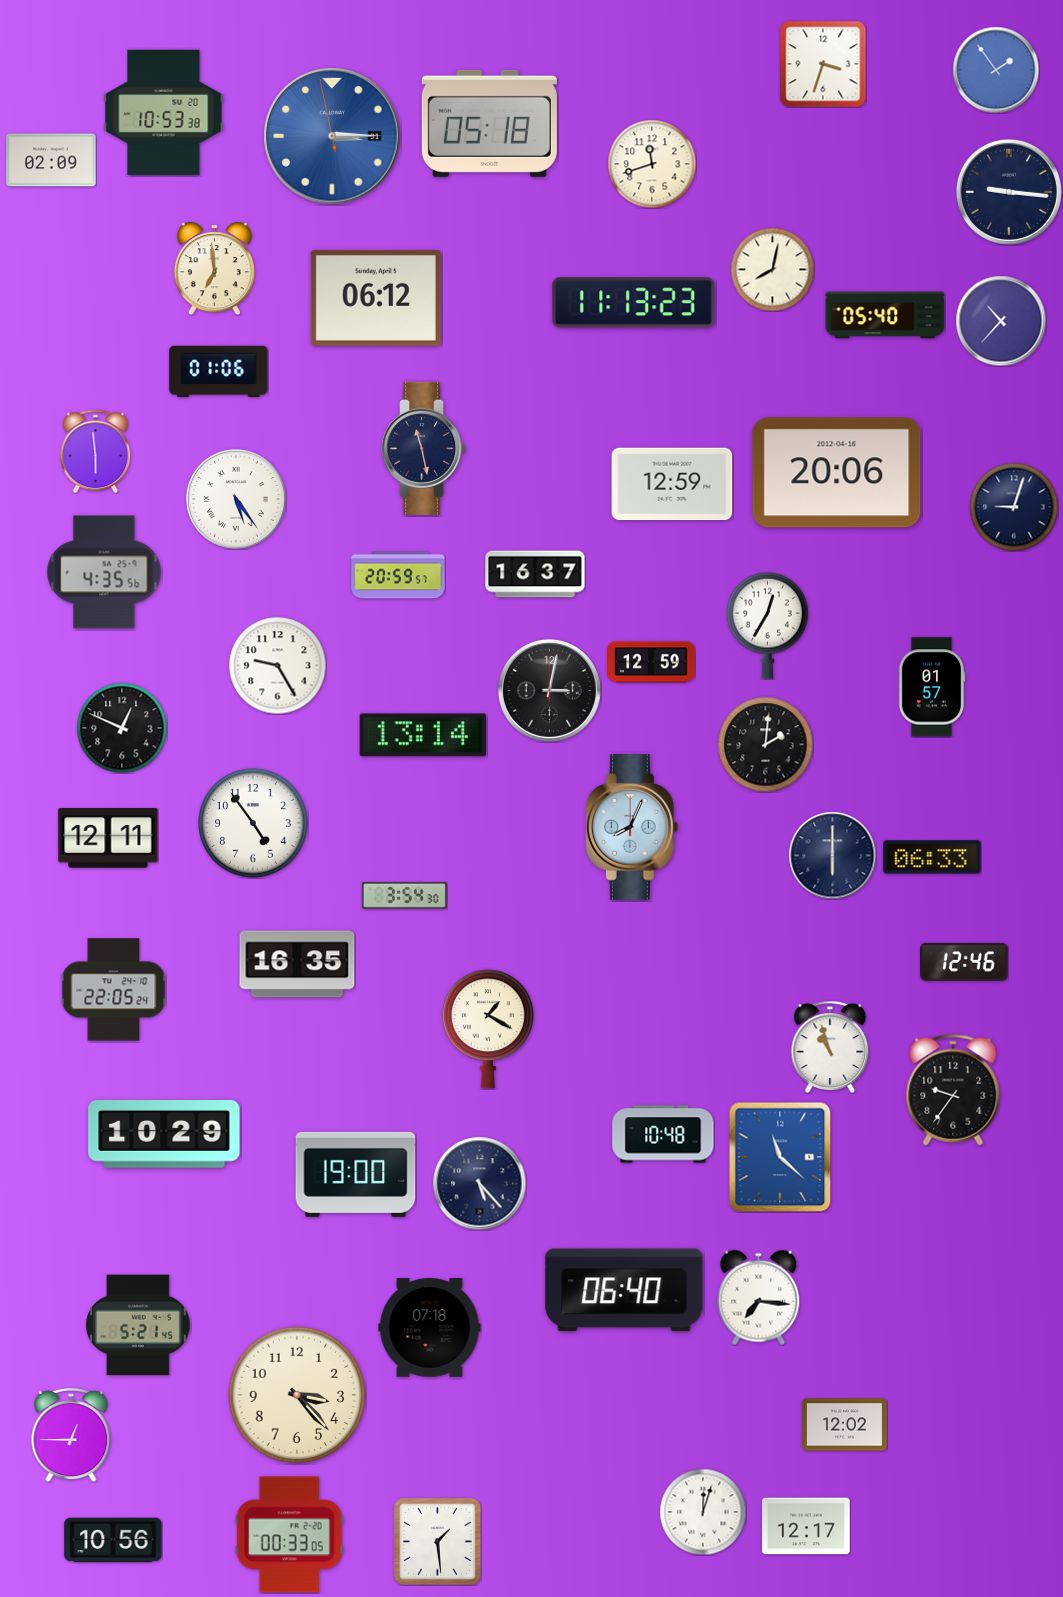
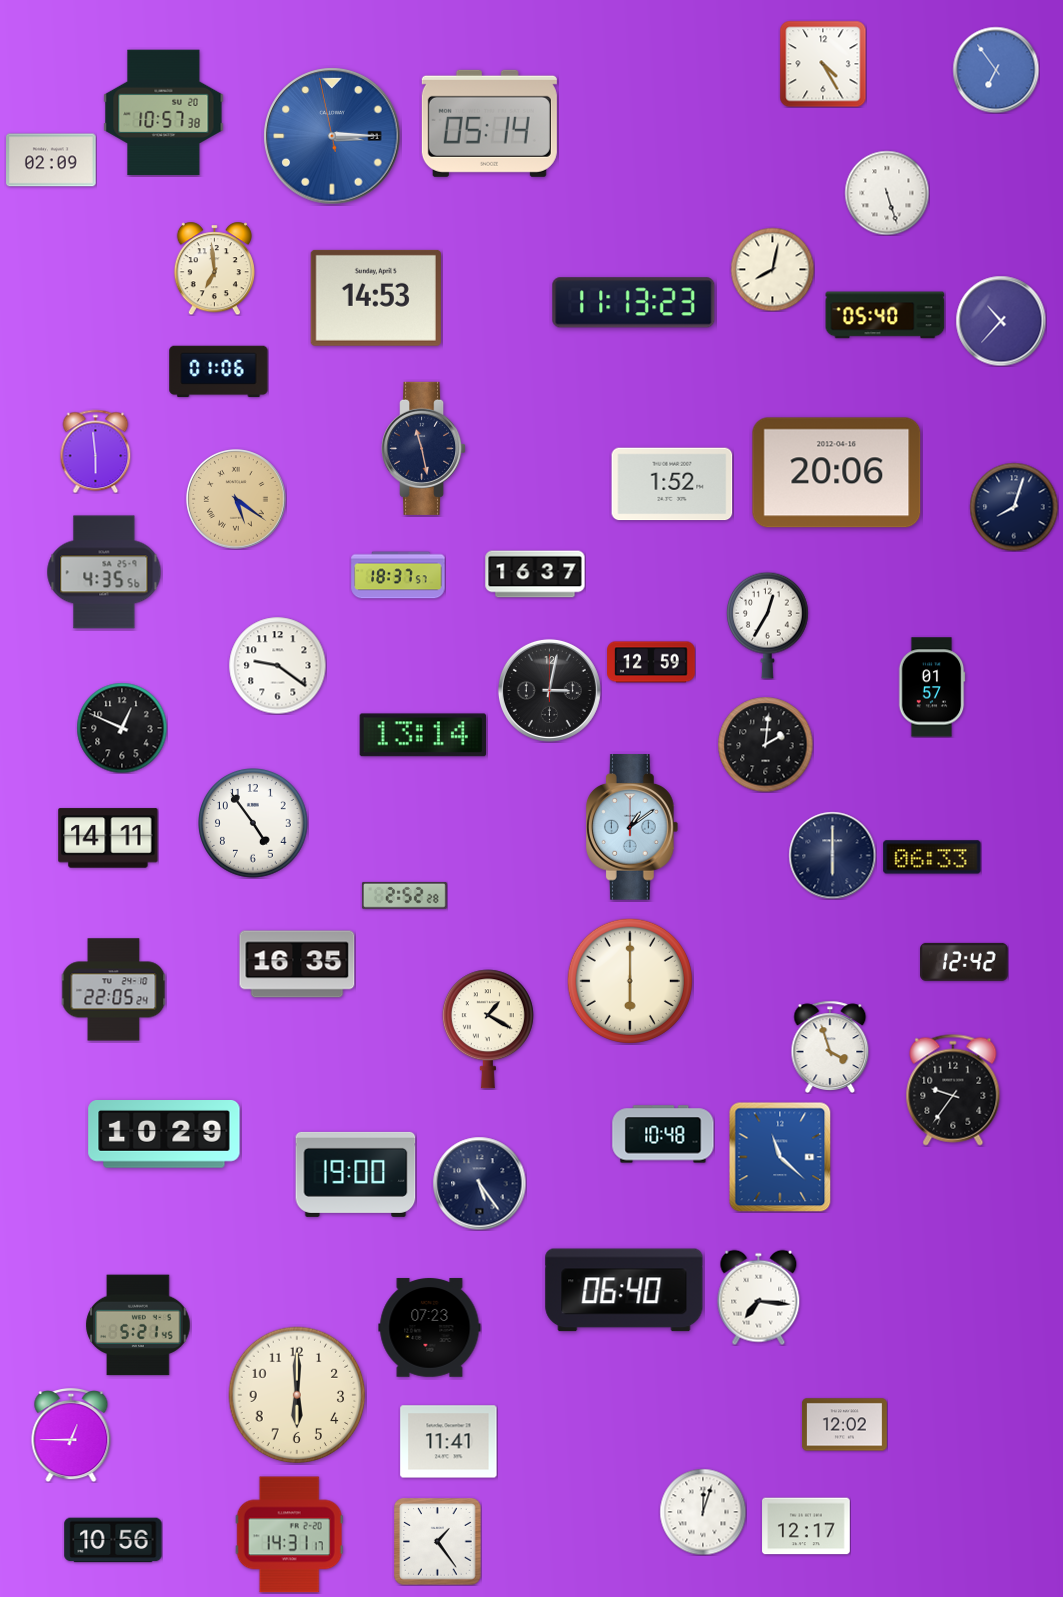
clock at (823, 64): 3:33 -> 4:25
clock at (996, 70): 1:54 -> 6:54
clock at (164, 113): 10:53 -> 10:57
clock at (489, 123): 05:18 -> 05:14
clock at (652, 164): 11:42 -> none
clock at (1009, 192): 9:16 -> none
clock at (887, 193): none -> 5:27
clock at (376, 298): 06:12 -> 14:53
clock at (672, 484): 12:59 -> 1:52
clock at (237, 500): 5:24 -> 5:21
clock at (237, 500) dial: white -> champagne
clock at (1014, 507): 9:03 -> 8:03
clock at (398, 575): 20:59 -> 18:37
clock at (277, 665): 9:25 -> 9:21
clock at (632, 827): 8:04 -> 1:09
clock at (108, 838): 12:11 -> 14:11
clock at (404, 895): 3:54 -> 2:52
clock at (965, 962): 12:46 -> 12:42
clock at (630, 981): none -> 6:00
clock at (830, 1047): 10:57 -> 3:57
clock at (479, 1183): 5:23 -> 5:24
clock at (430, 1328): 07:18 -> 07:23
clock at (297, 1395): 3:23 -> 6:00
clock at (449, 1442): none -> 11:41
clock at (289, 1535): 00:33 -> 14:31
clock at (437, 1541): 1:29 -> 1:24
